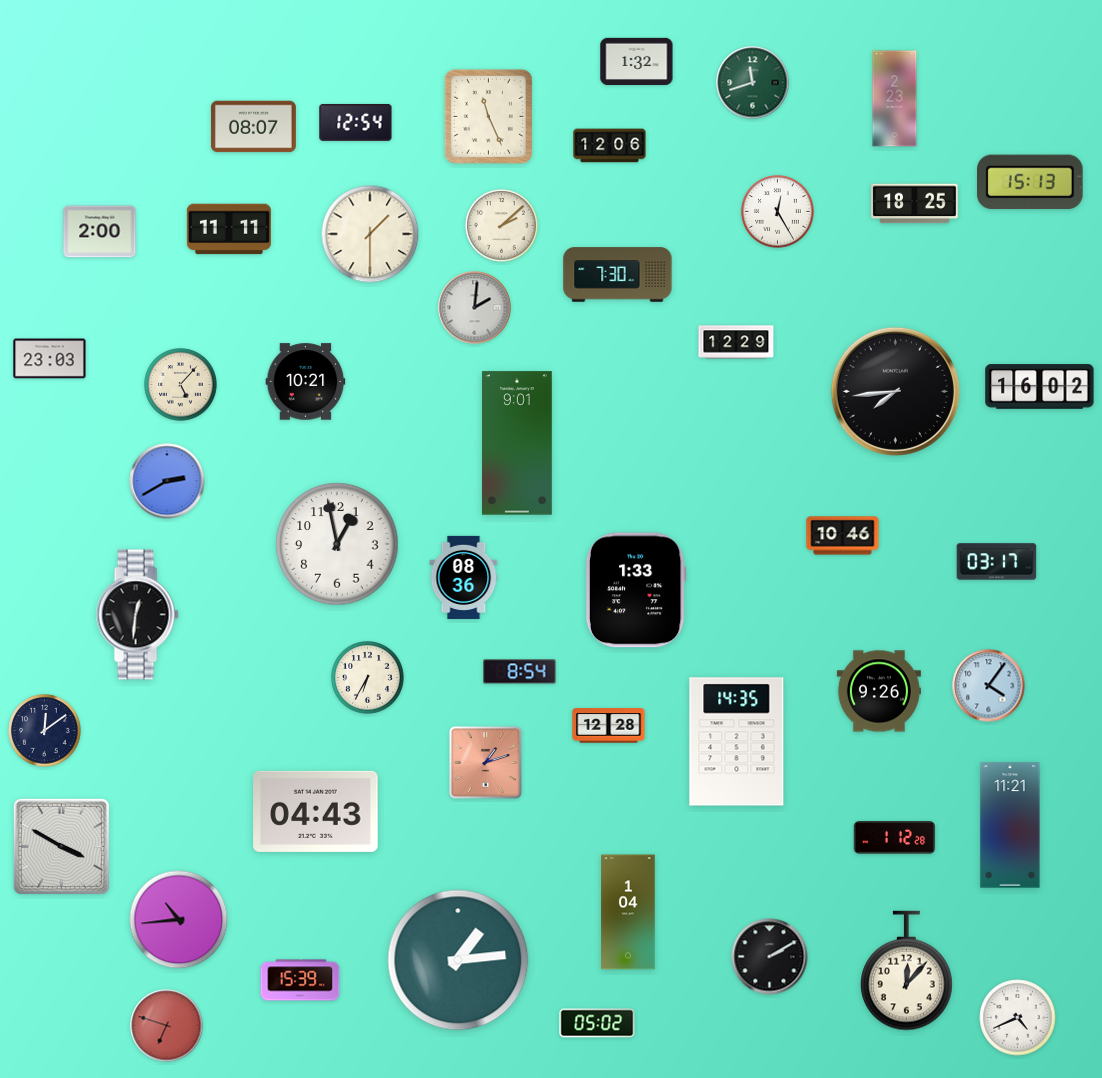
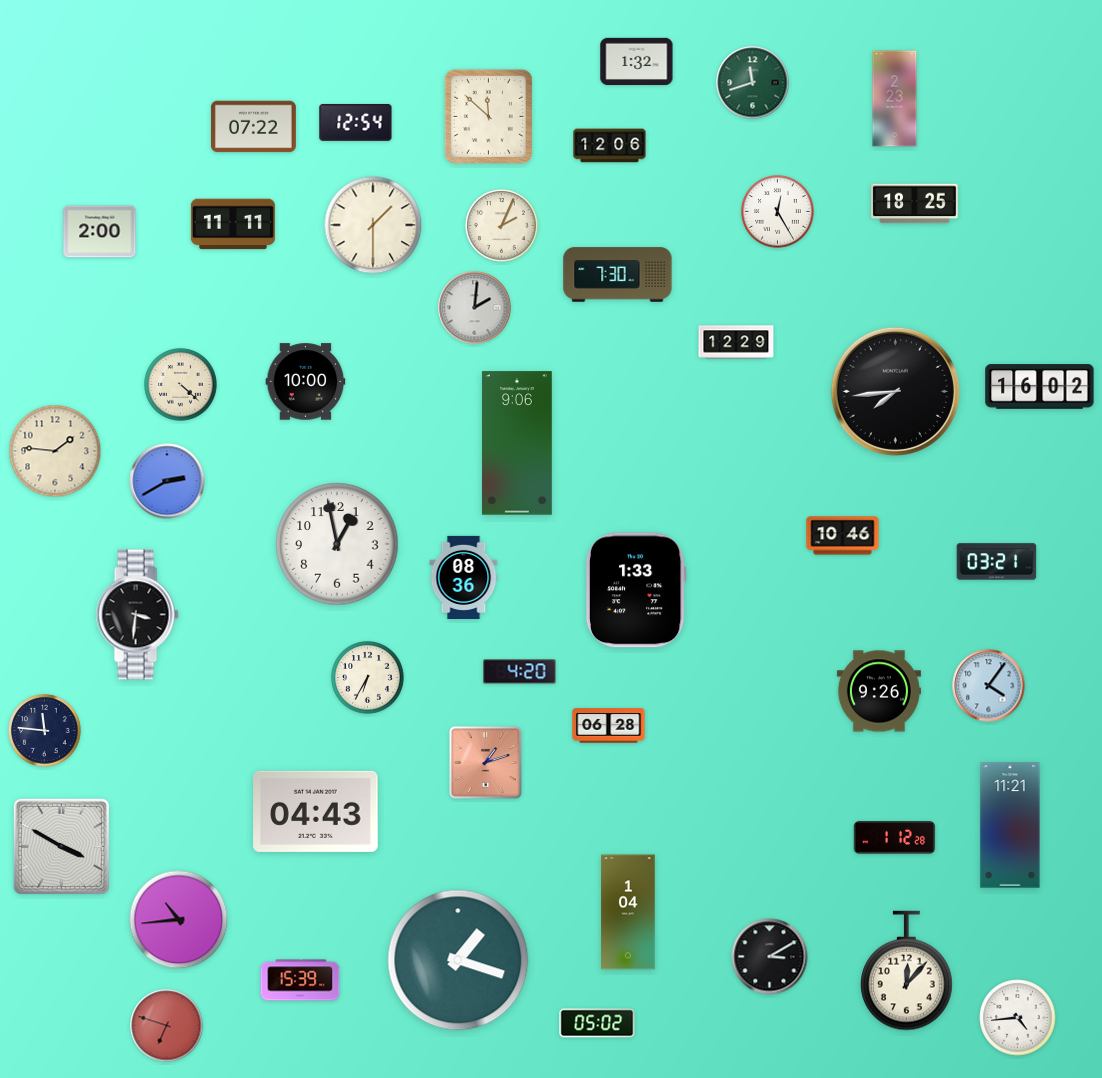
clock at (488, 116): 11:26 -> 11:52
clock at (253, 127): 08:07 -> 07:22
clock at (1031, 182): 15:13 -> none
clock at (502, 226): 2:08 -> 2:04
clock at (229, 229) position: (229, 229) -> (233, 224)
clock at (370, 234) position: (370, 234) -> (373, 225)
clock at (50, 359): 23:03 -> none
clock at (306, 382): 10:21 -> 10:00
clock at (181, 385): 5:07 -> 4:22
clock at (517, 443): 9:01 -> 9:06
clock at (55, 451): none -> 1:46
clock at (997, 562): 03:17 -> 03:21
clock at (137, 615): 12:31 -> 3:31
clock at (520, 672): 8:54 -> 4:20
clock at (609, 726): 12:28 -> 06:28
clock at (45, 731): 12:09 -> 11:46
clock at (737, 742): 14:35 -> none
clock at (770, 957): 2:10 -> 3:10
clock at (458, 960): 1:14 -> 1:18
clock at (1018, 1018): 4:41 -> 4:44
